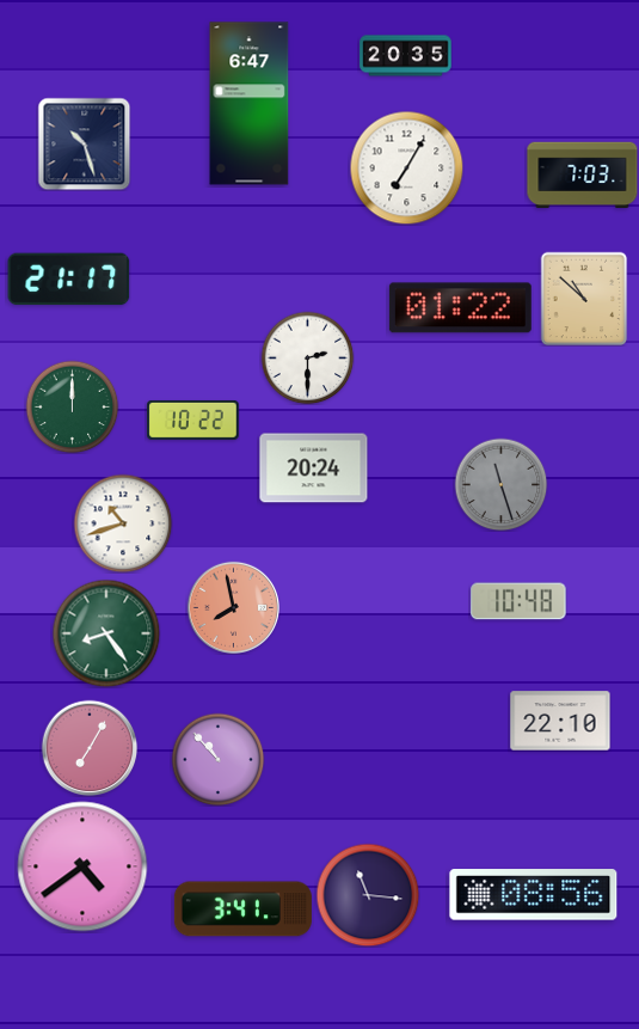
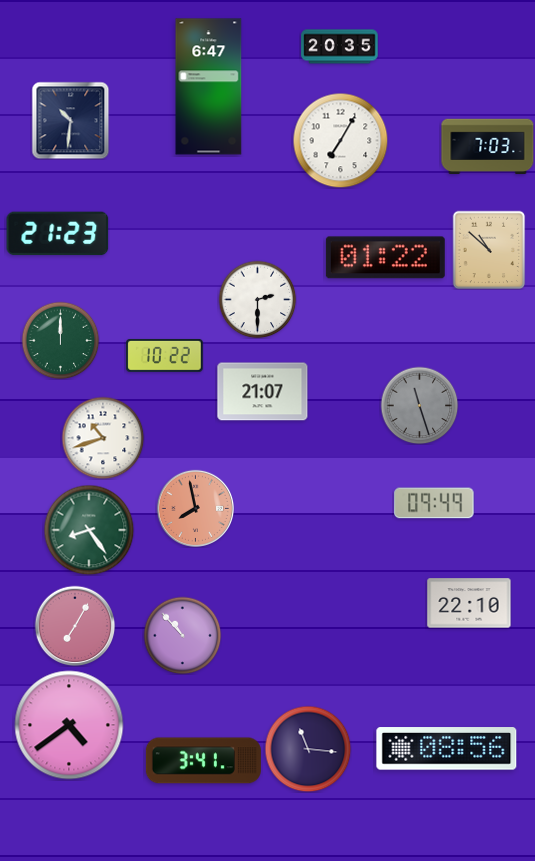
clock at (84, 143): 10:27 -> 10:31
clock at (69, 280): 21:17 -> 21:23
clock at (193, 421) position: (193, 421) -> (165, 356)
clock at (314, 468): 20:24 -> 21:07
clock at (518, 601): 10:48 -> 09:49
